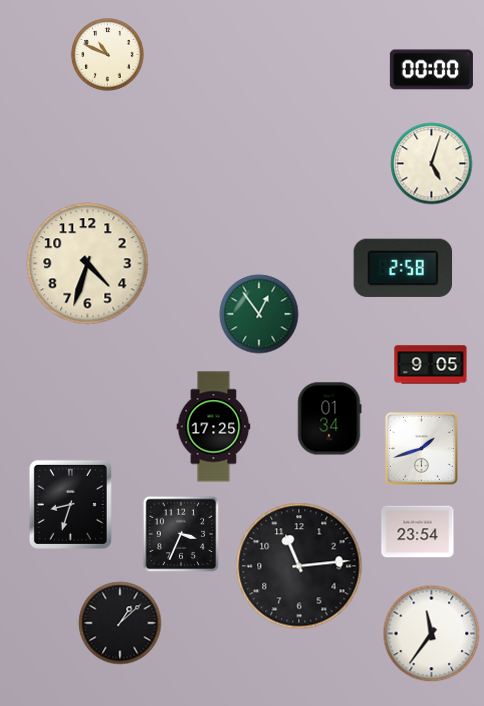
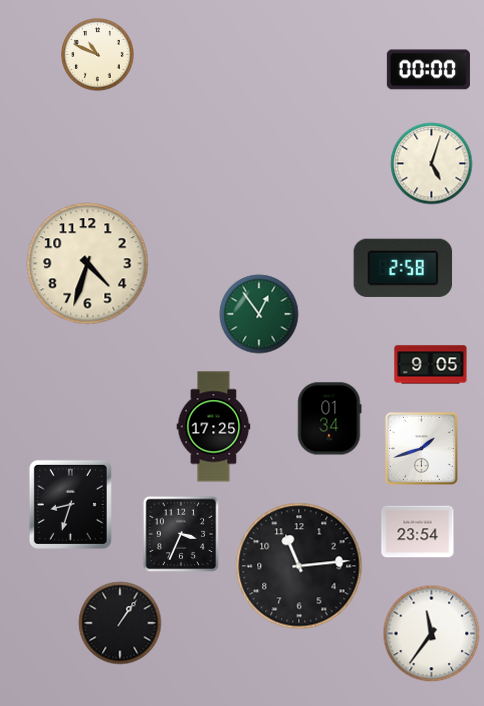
clock at (108, 55) position: (108, 55) -> (98, 55)
clock at (431, 70) position: (431, 70) -> (428, 70)
clock at (120, 623): 1:08 -> 1:06
